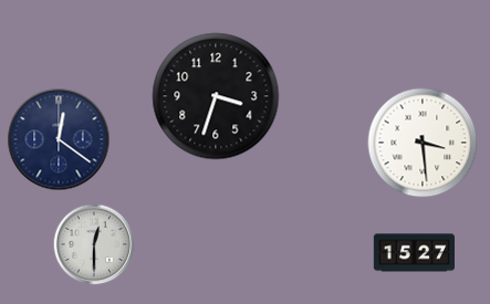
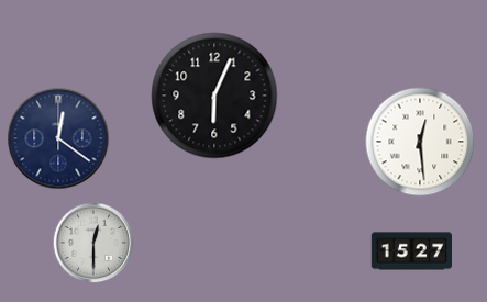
clock at (216, 96): 3:33 -> 6:04
clock at (423, 143): 3:29 -> 12:29
